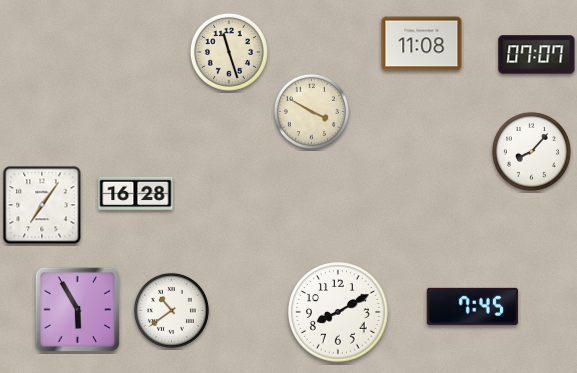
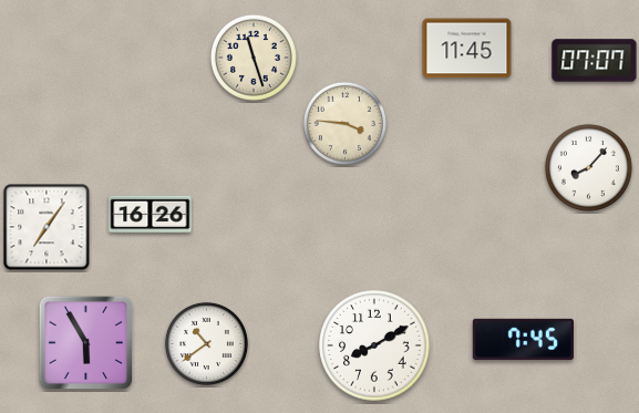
clock at (422, 44): 11:08 -> 11:45
clock at (311, 111): 3:50 -> 3:46
clock at (136, 194): 16:28 -> 16:26
clock at (171, 310) position: (171, 310) -> (206, 343)
